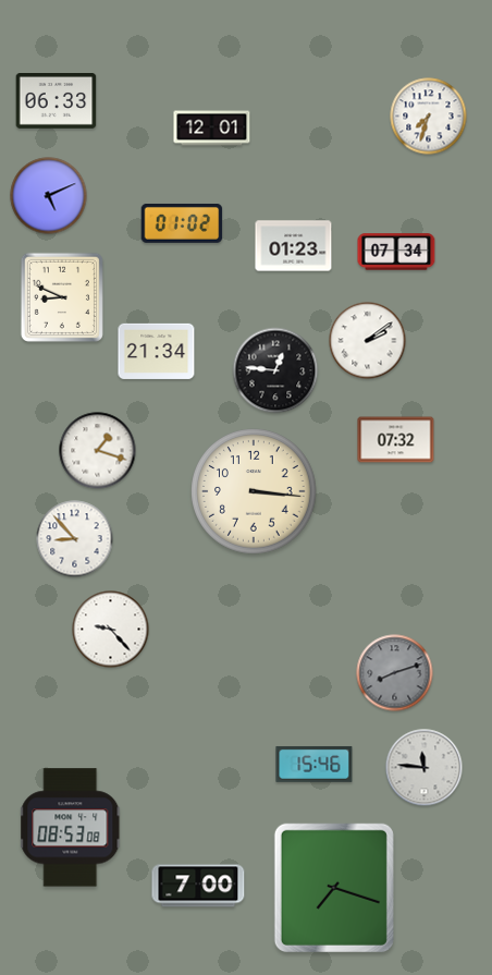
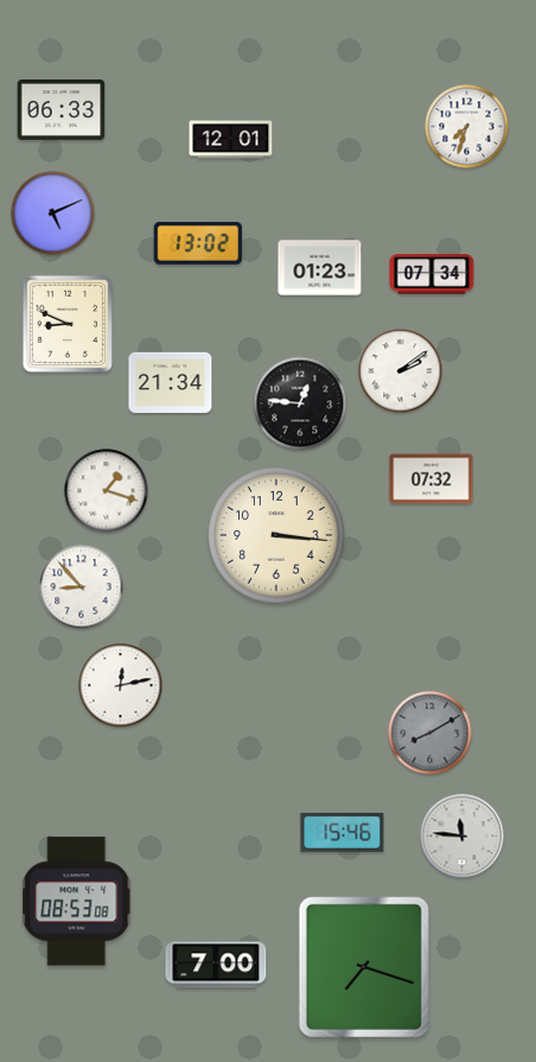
clock at (182, 223): 01:02 -> 13:02
clock at (111, 630): 9:23 -> 12:13
clock at (395, 673): 8:12 -> 8:10
